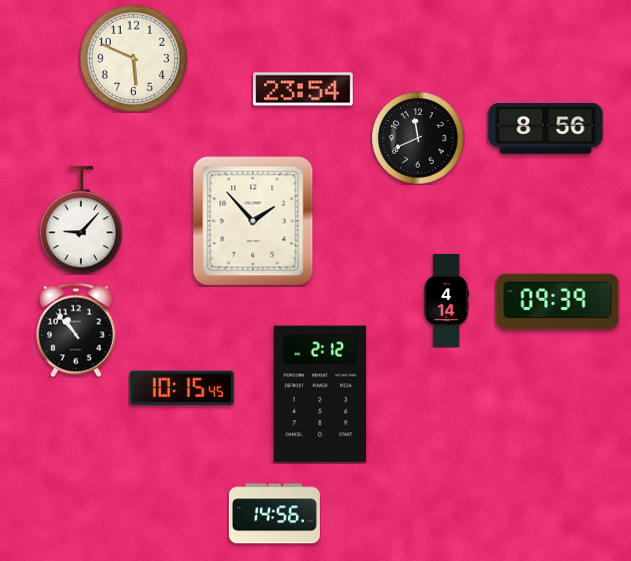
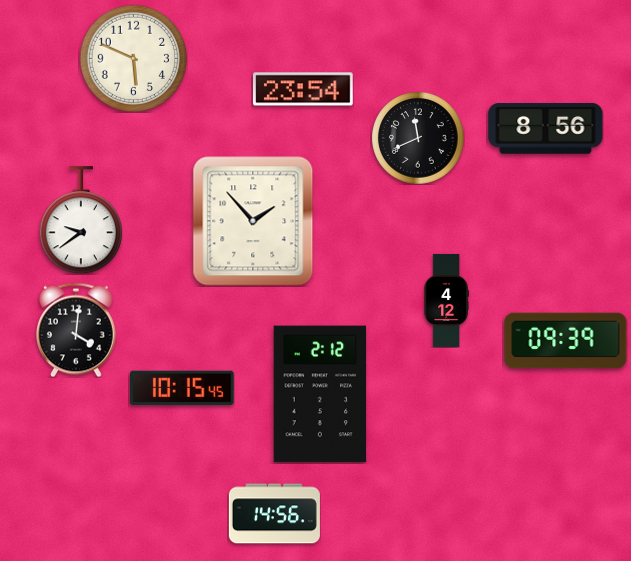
clock at (81, 220): 9:07 -> 9:39
clock at (446, 300): 4:14 -> 4:12
clock at (558, 302) position: (558, 302) -> (566, 341)
clock at (77, 330): 10:53 -> 4:01
